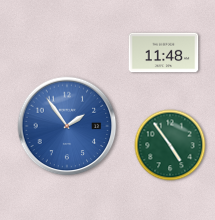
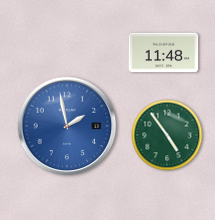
clock at (67, 126): 1:54 -> 1:58
clock at (170, 145) position: (170, 145) -> (167, 135)
